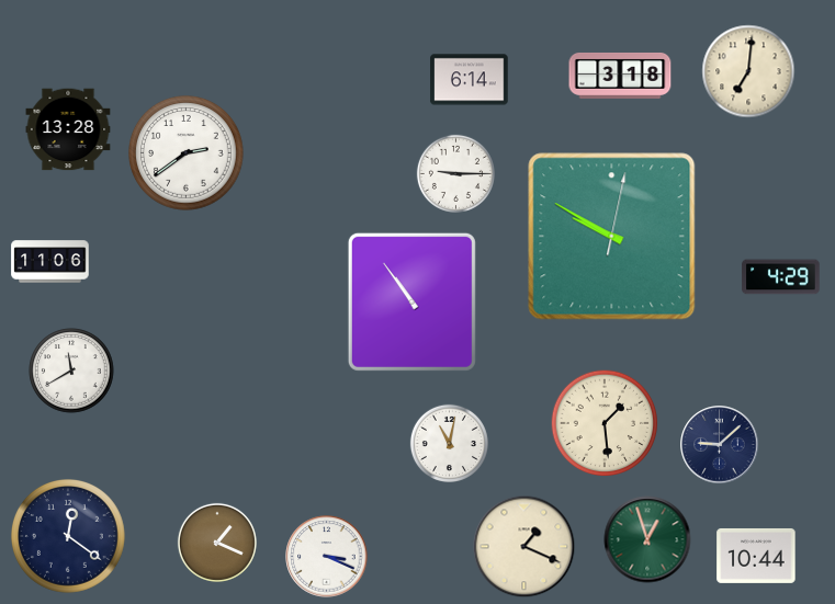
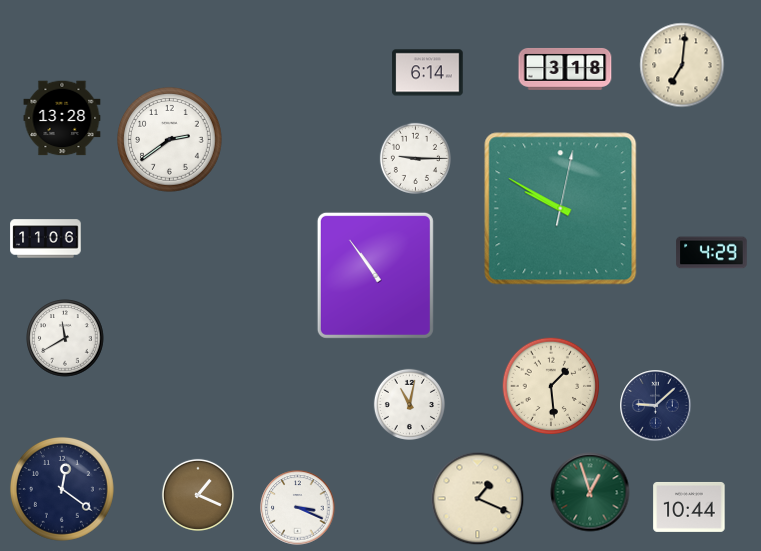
clock at (612, 237) position: (612, 237) -> (561, 209)
